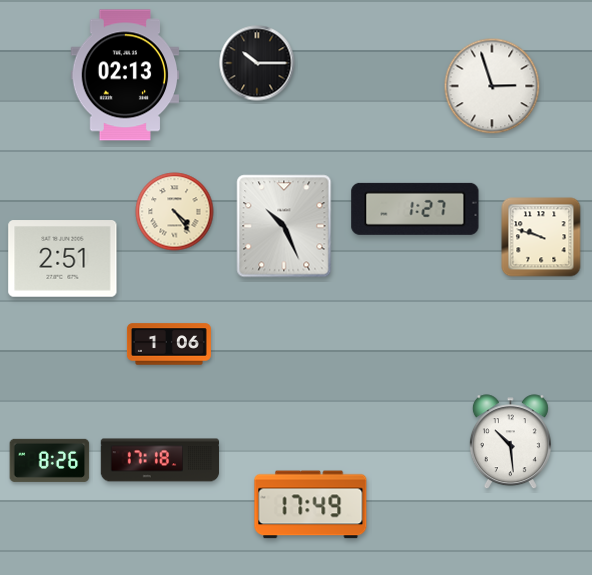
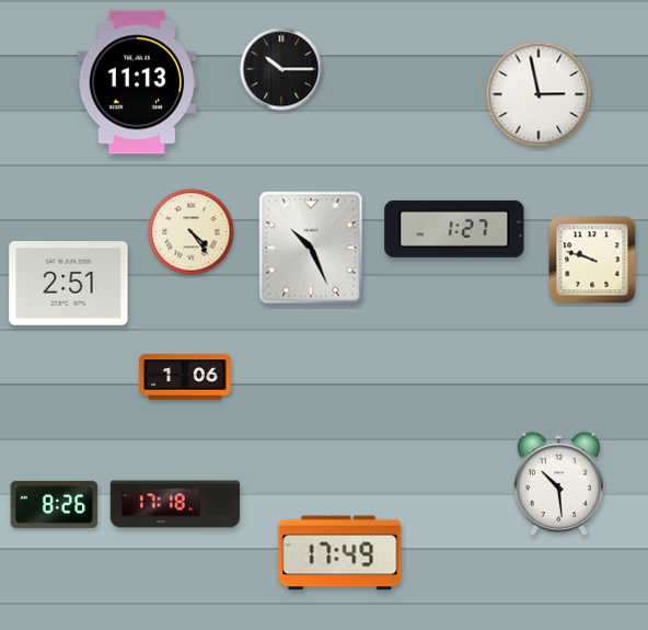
clock at (125, 75): 02:13 -> 11:13
clock at (492, 86): 2:57 -> 2:58
